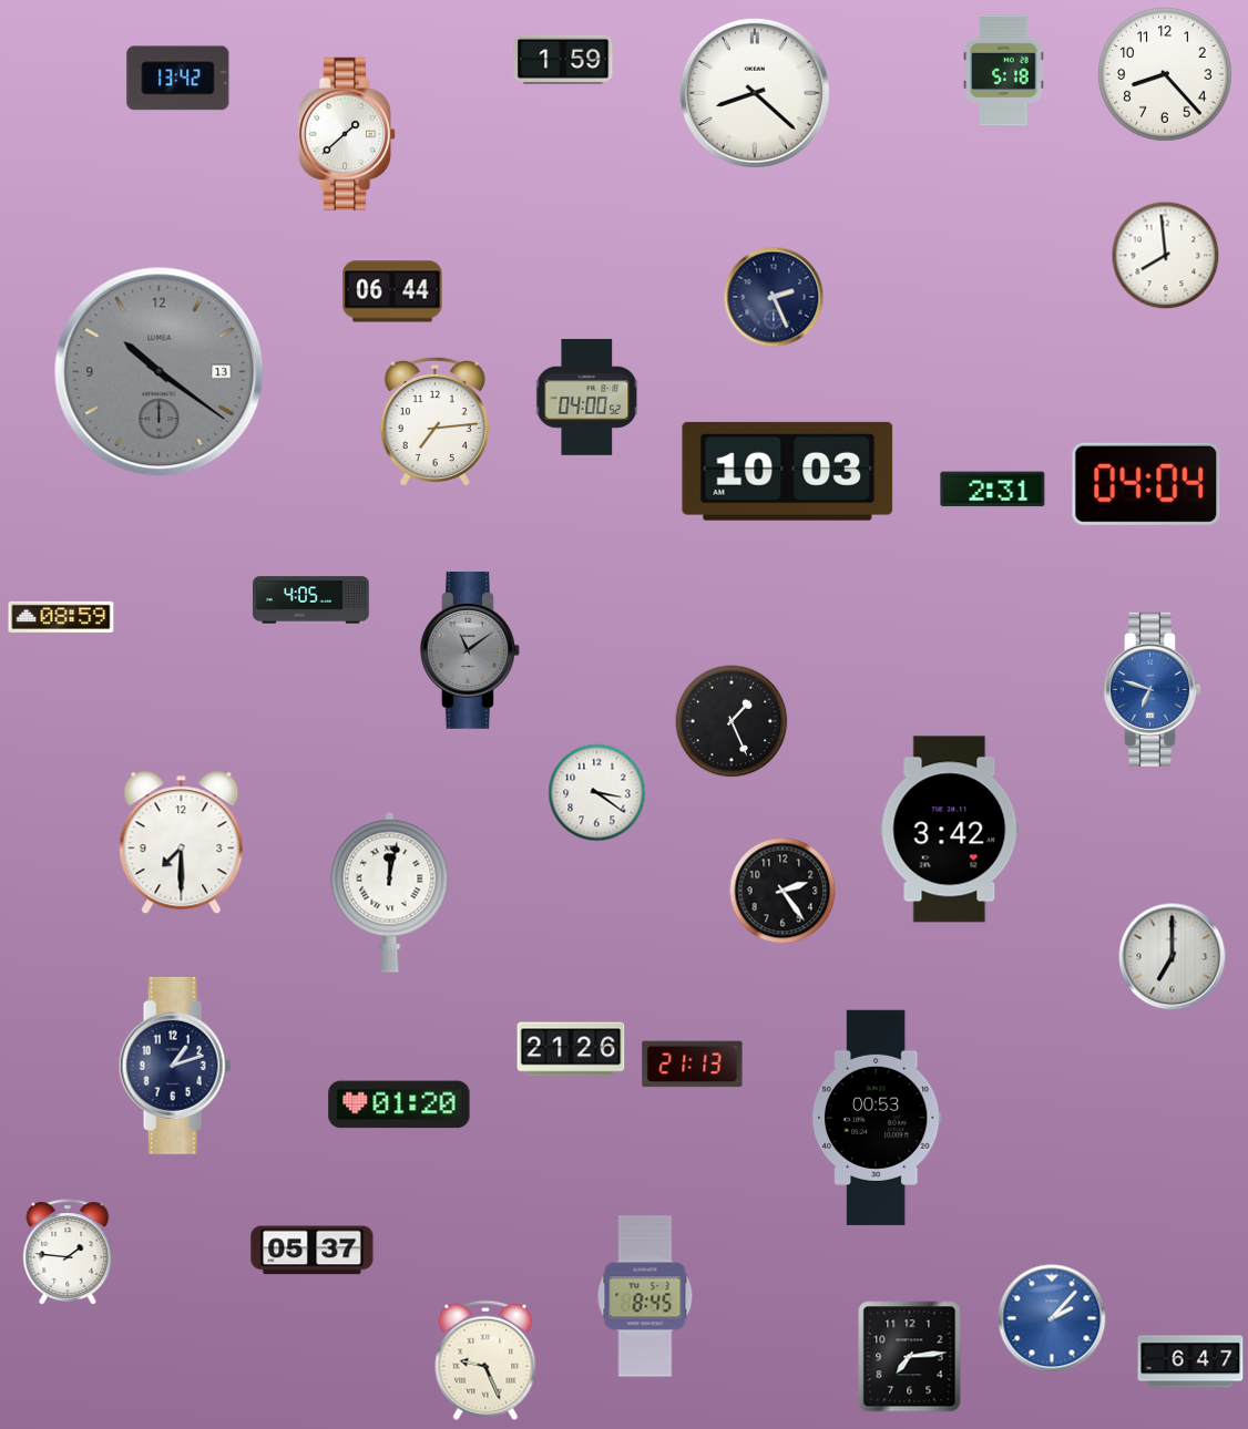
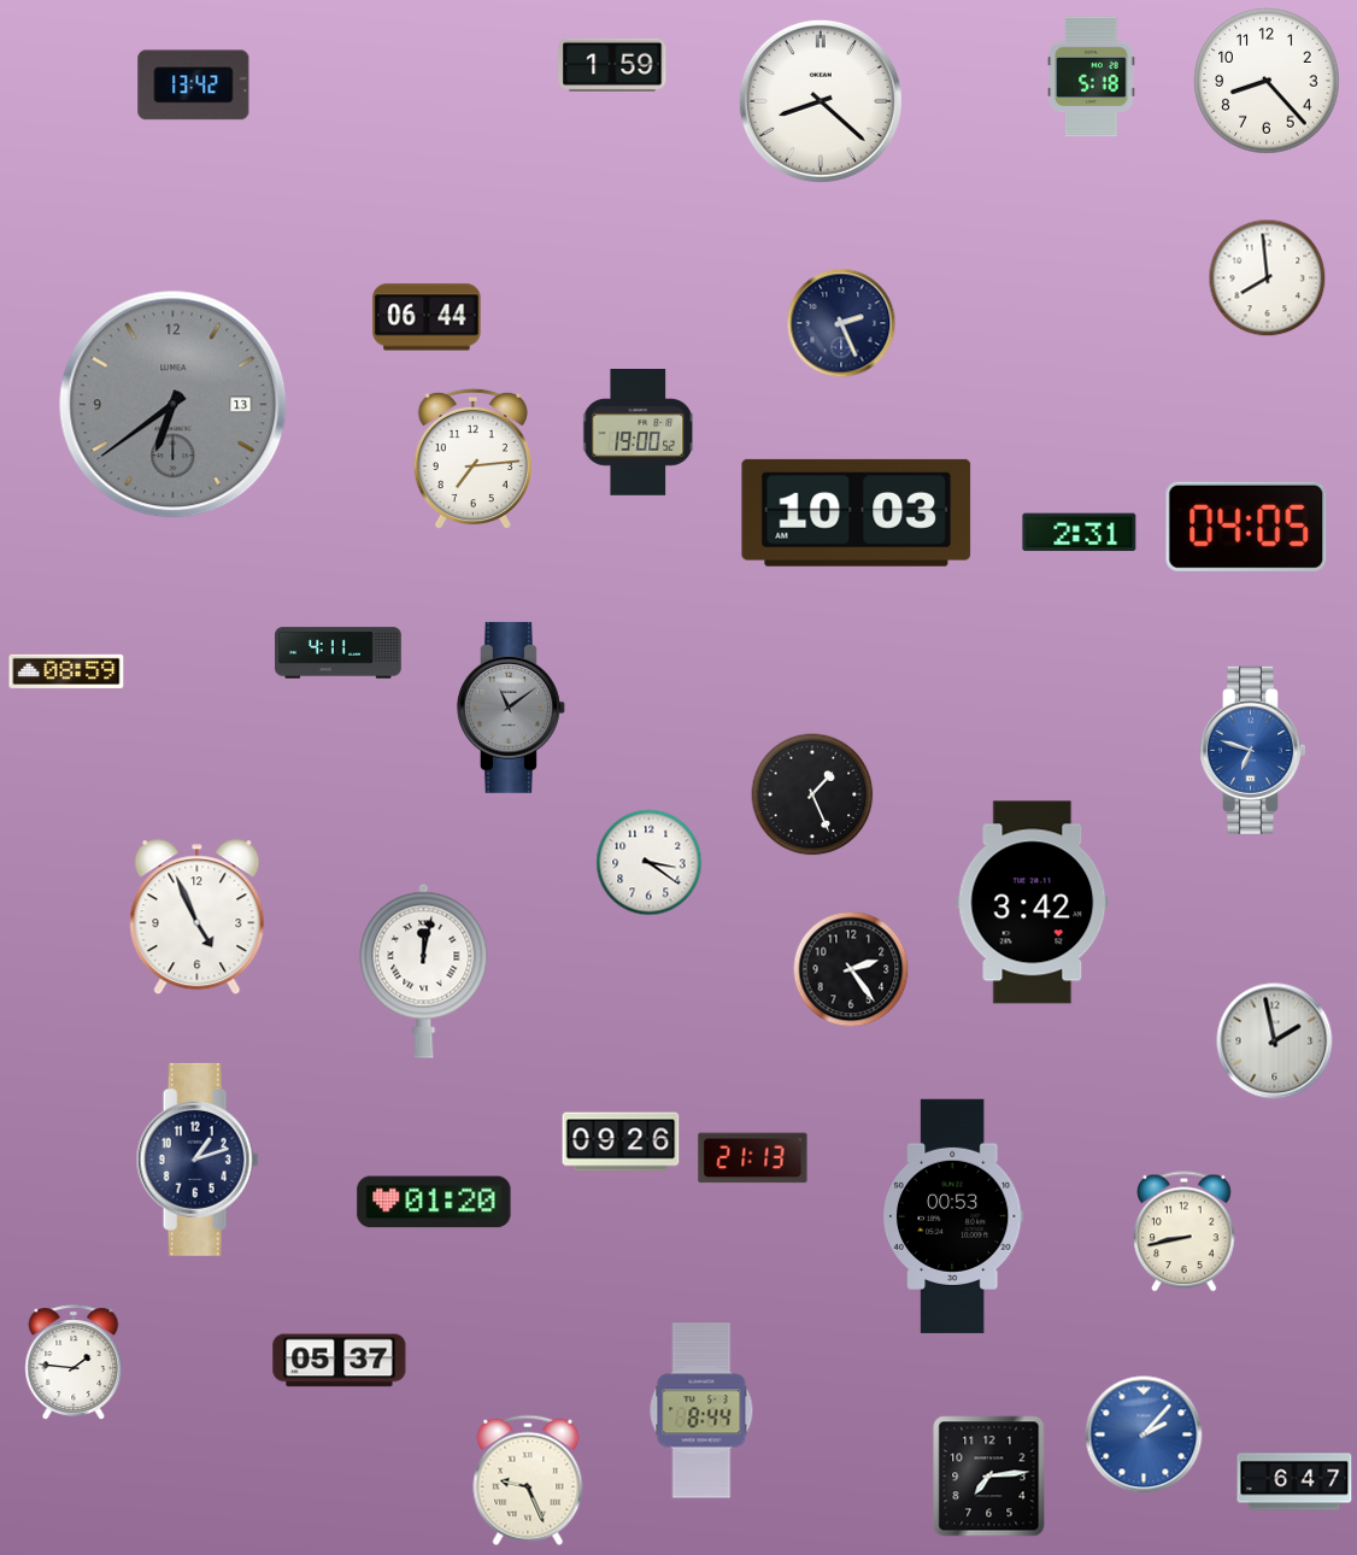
clock at (347, 134): 1:38 -> none
clock at (160, 372): 10:21 -> 6:39
clock at (587, 398): 04:00 -> 19:00
clock at (1146, 484): 04:04 -> 04:05
clock at (311, 600): 4:05 -> 4:11
clock at (732, 721) position: (732, 721) -> (812, 794)
clock at (182, 843): 7:30 -> 4:56
clock at (1173, 957): 7:00 -> 1:58
clock at (571, 1049): 21:26 -> 09:26
clock at (175, 1066) position: (175, 1066) -> (198, 1160)
clock at (1185, 1232): none -> 8:43
clock at (645, 1296): 8:45 -> 8:44
